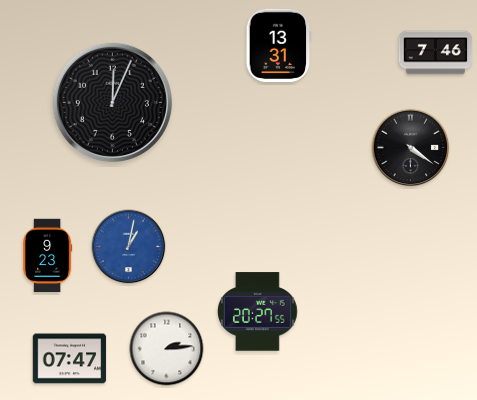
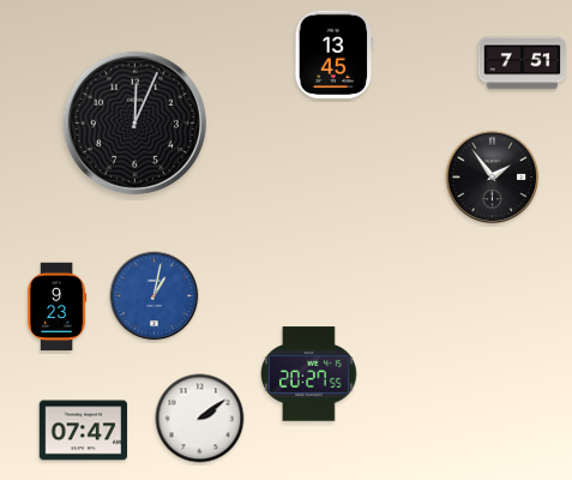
clock at (279, 46): 13:31 -> 13:45
clock at (436, 53): 7:46 -> 7:51
clock at (411, 148): 4:21 -> 1:54
clock at (167, 349): 2:14 -> 2:09
